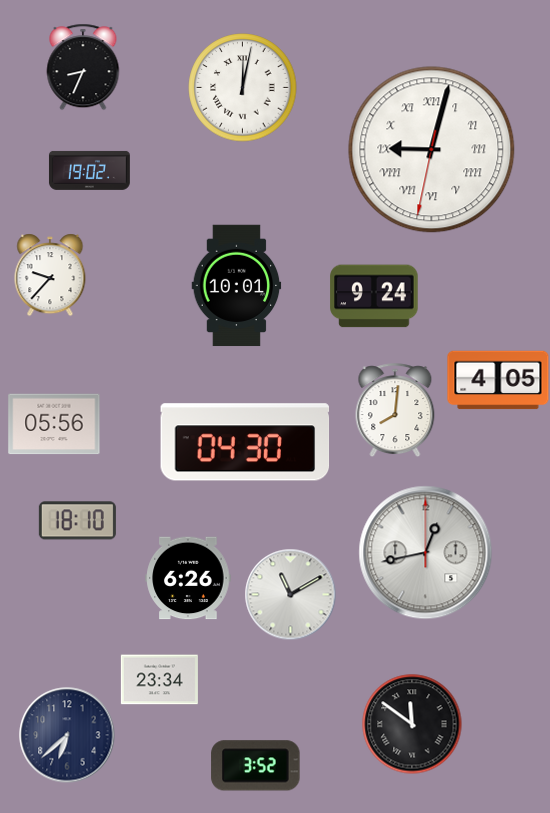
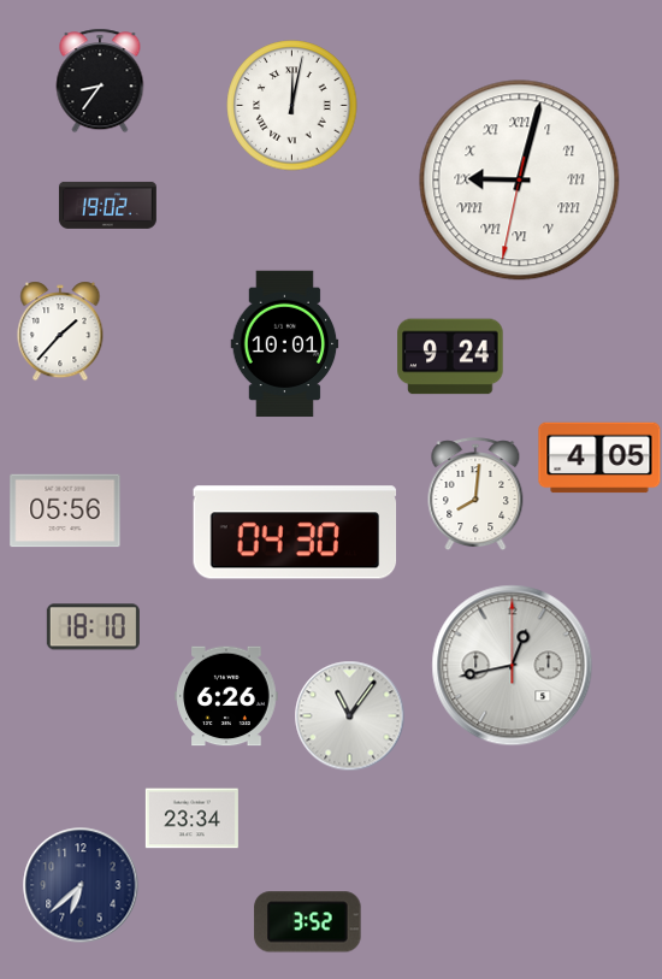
clock at (83, 67): 8:34 -> 8:36
clock at (50, 275): 9:37 -> 1:37
clock at (290, 594): 11:10 -> 11:06
clock at (412, 724): 11:51 -> none
